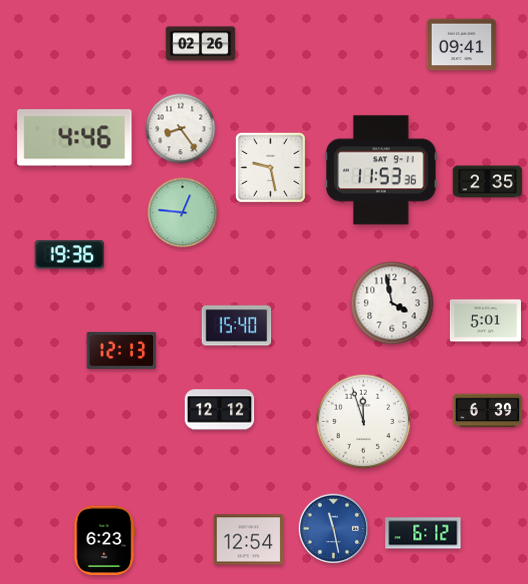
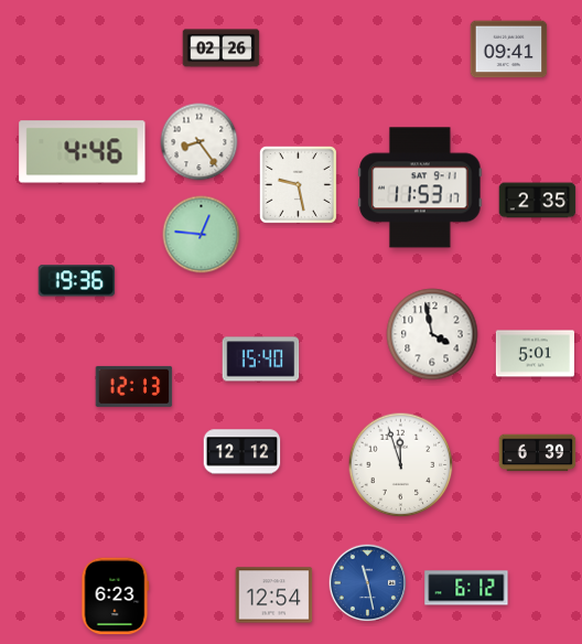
clock at (381, 170): 11:53:36 -> 11:53:17
